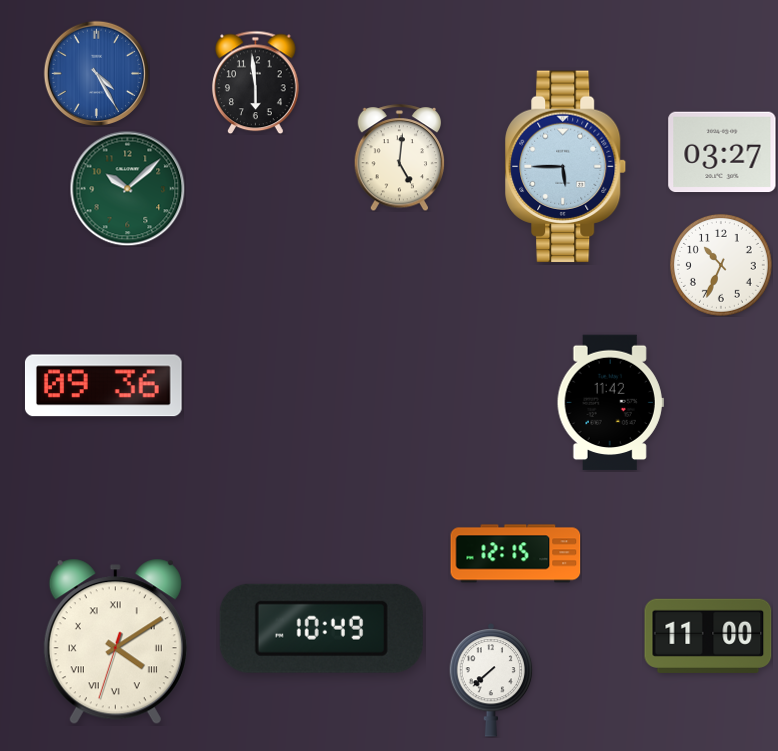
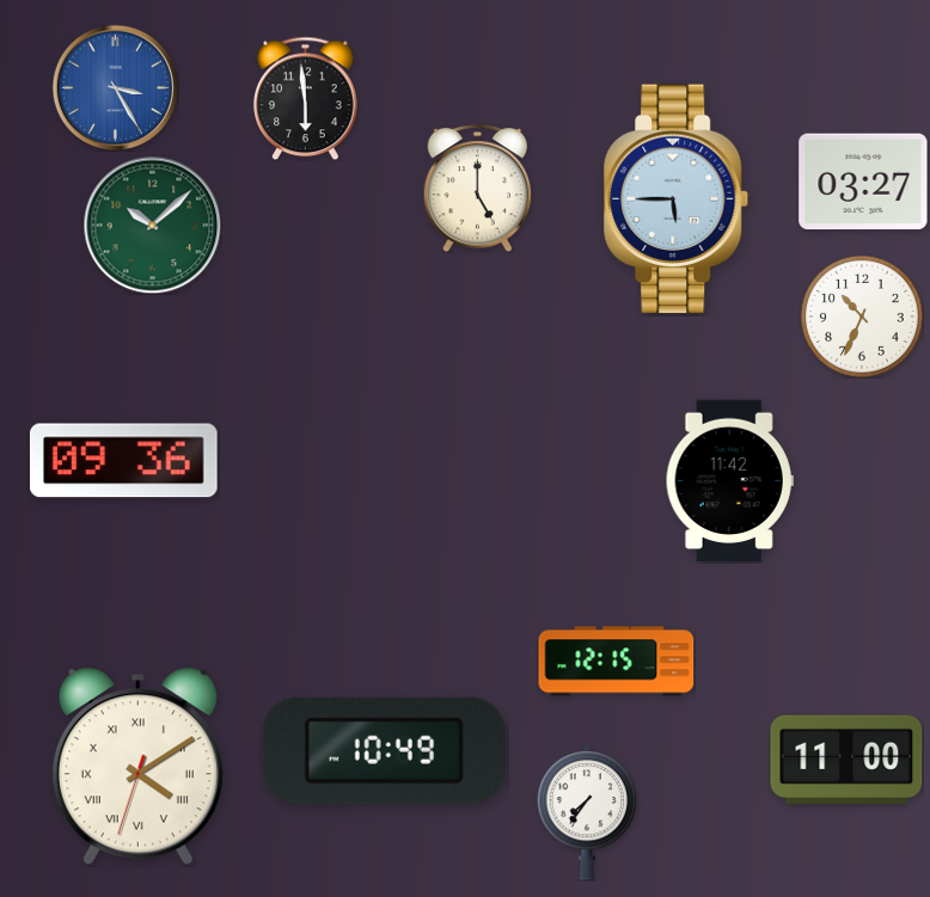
clock at (96, 73): 4:25 -> 3:25
clock at (400, 158): 5:01 -> 5:00
clock at (491, 680): 7:38 -> 7:36
